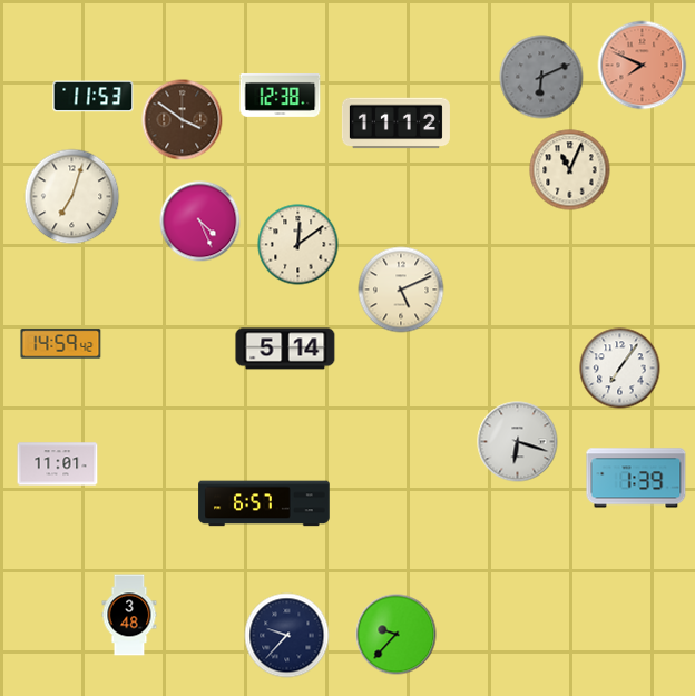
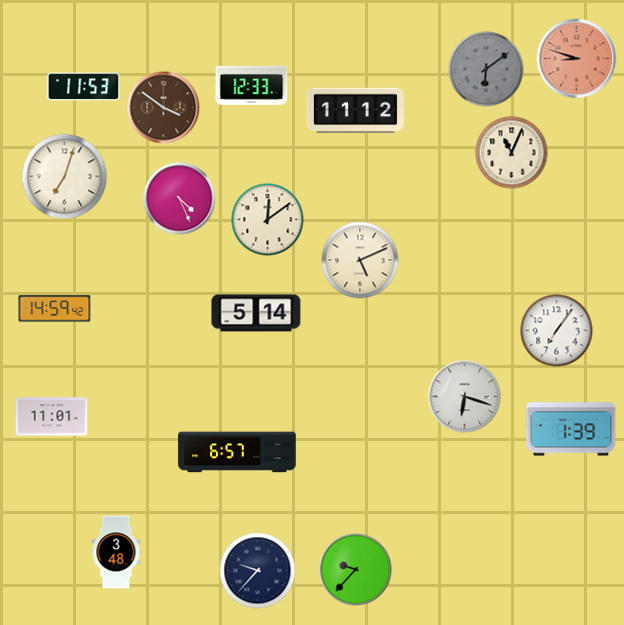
clock at (643, 66): 7:49 -> 8:48
clock at (541, 77): 6:11 -> 6:09
clock at (281, 95): 12:38 -> 12:33
